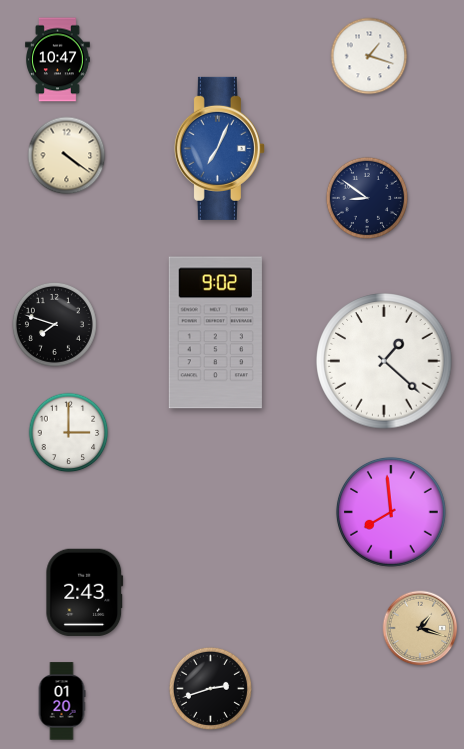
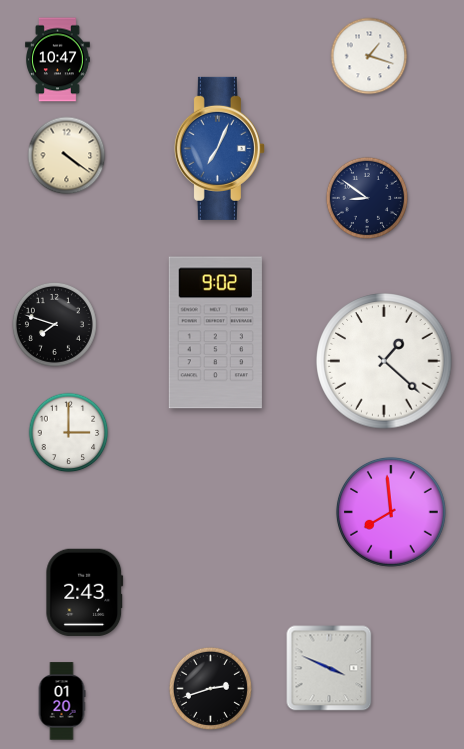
clock at (420, 628): 1:18 -> none
clock at (329, 668): none -> 3:49
